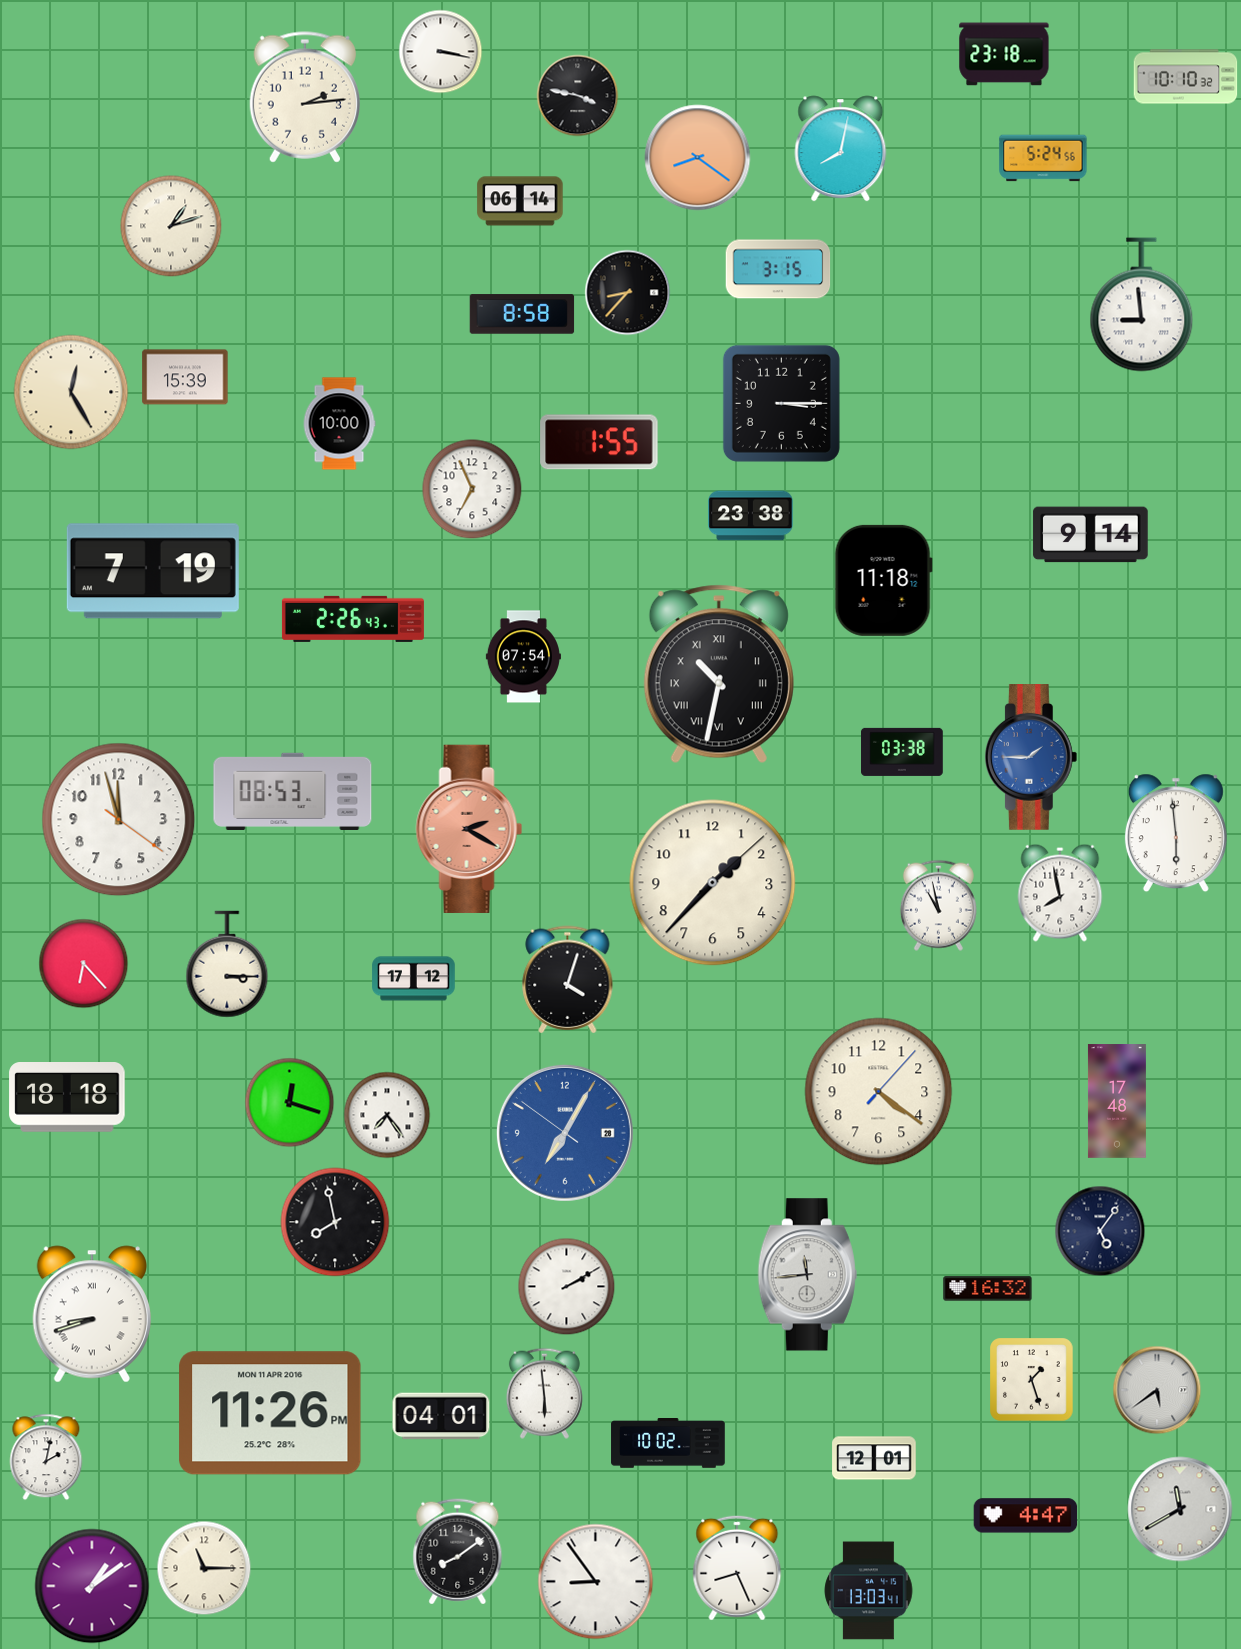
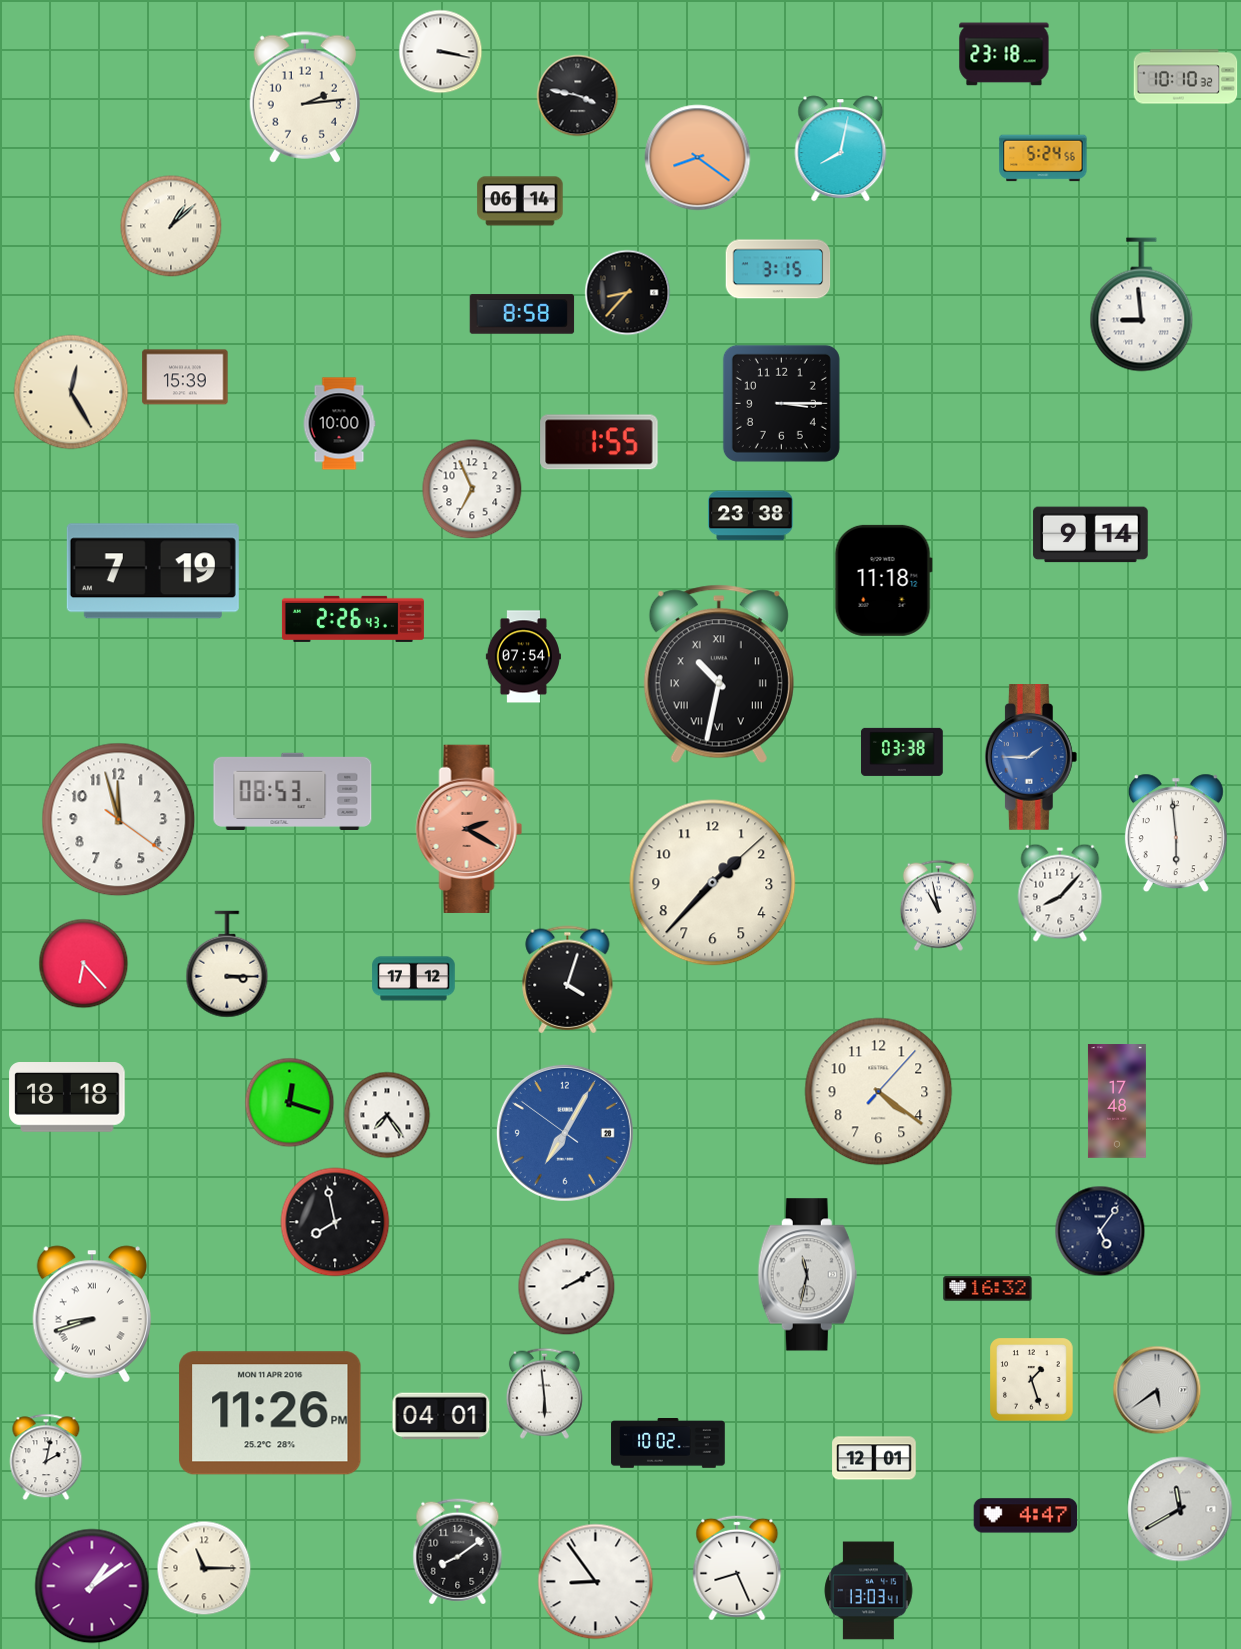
clock at (171, 226): 1:12 -> 1:08
clock at (1060, 893): 7:58 -> 8:07
clock at (807, 1275): 11:44 -> 11:32
